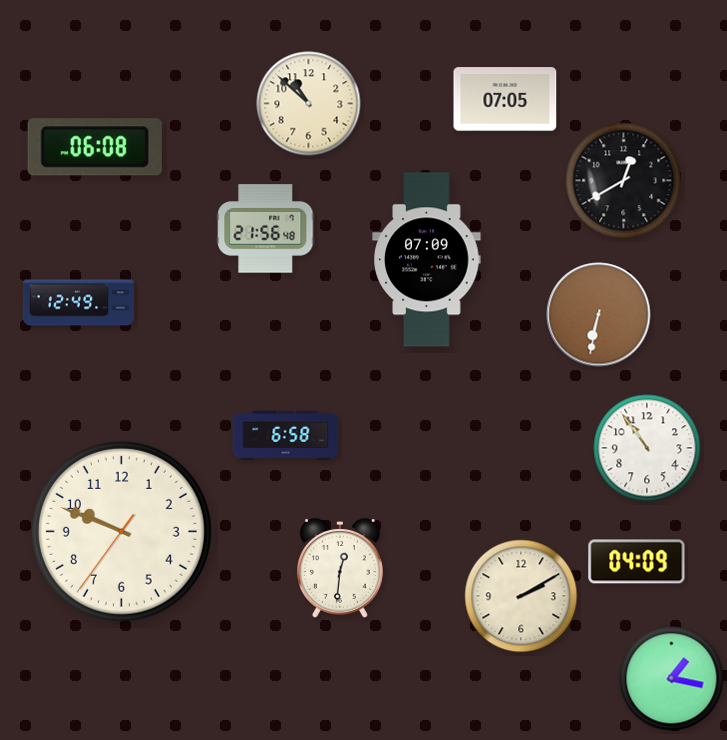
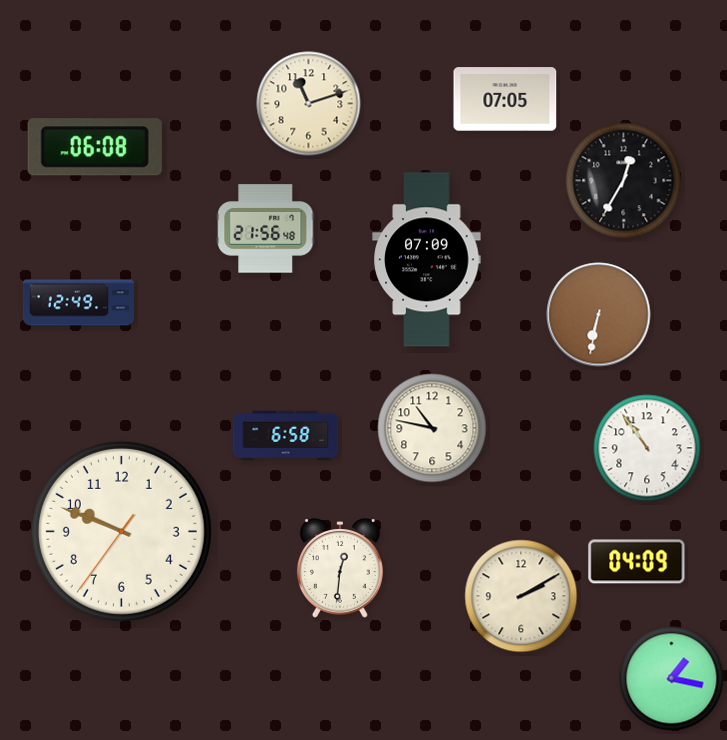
clock at (309, 104): 10:52 -> 11:12
clock at (624, 181): 12:40 -> 12:35
clock at (432, 428): none -> 10:47
